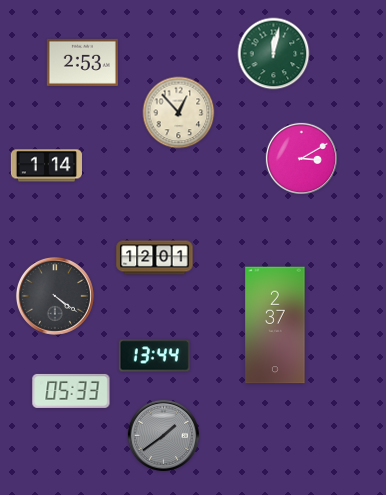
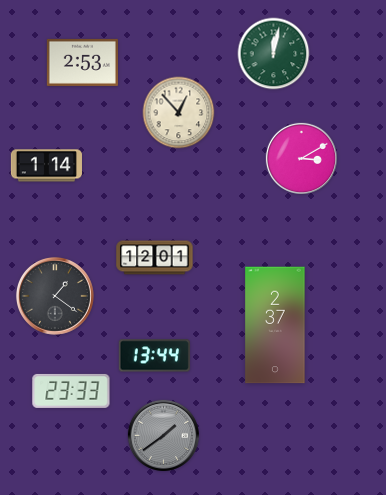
clock at (55, 296): 4:21 -> 1:21
clock at (71, 391): 05:33 -> 23:33
